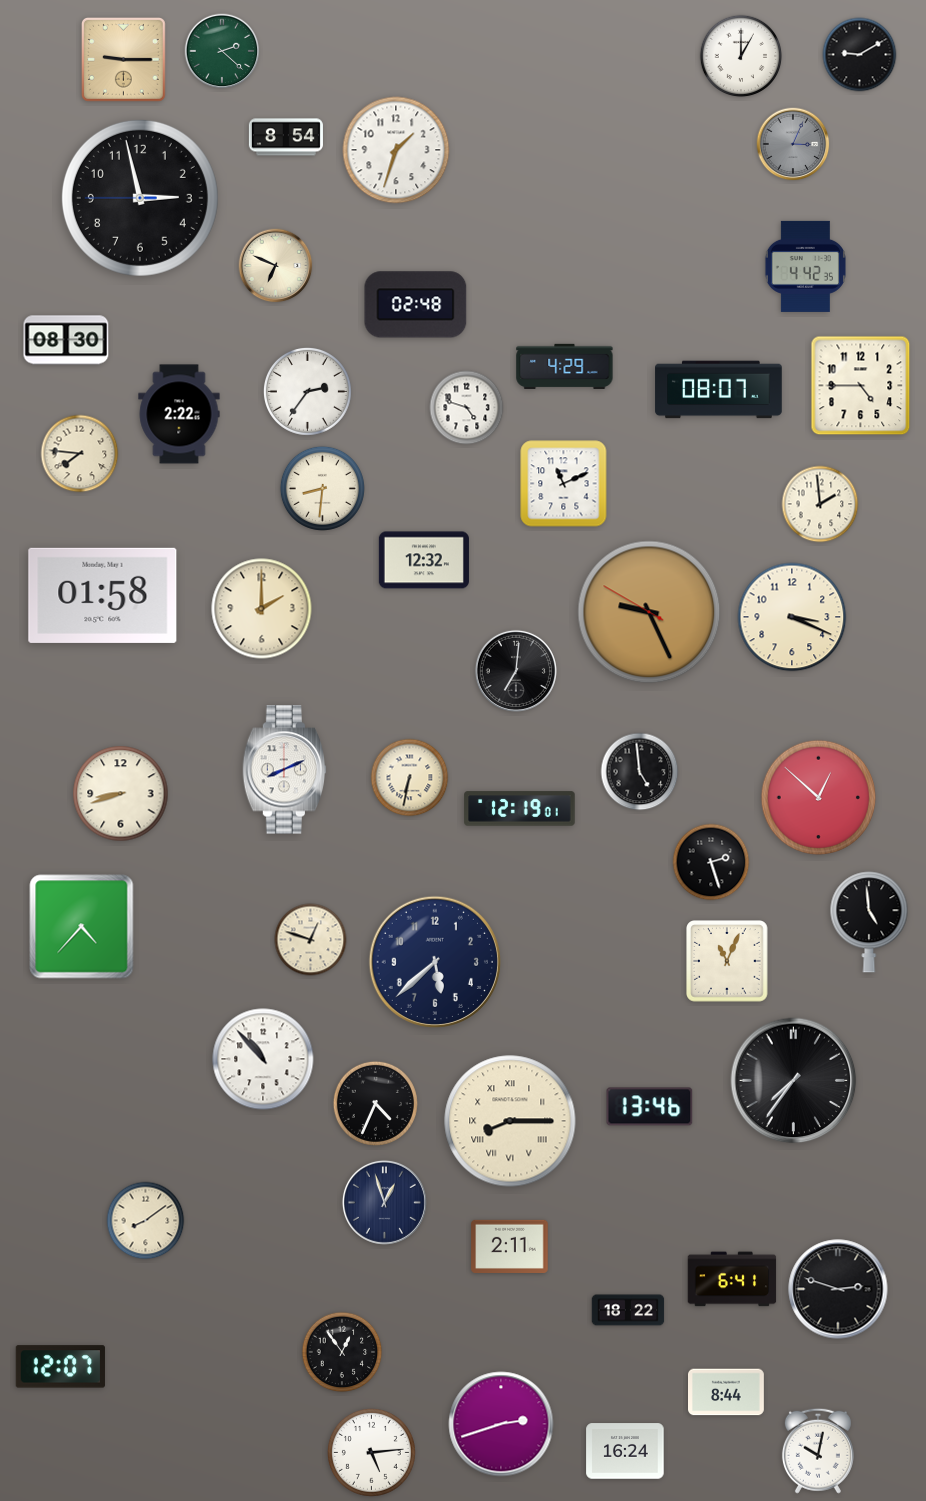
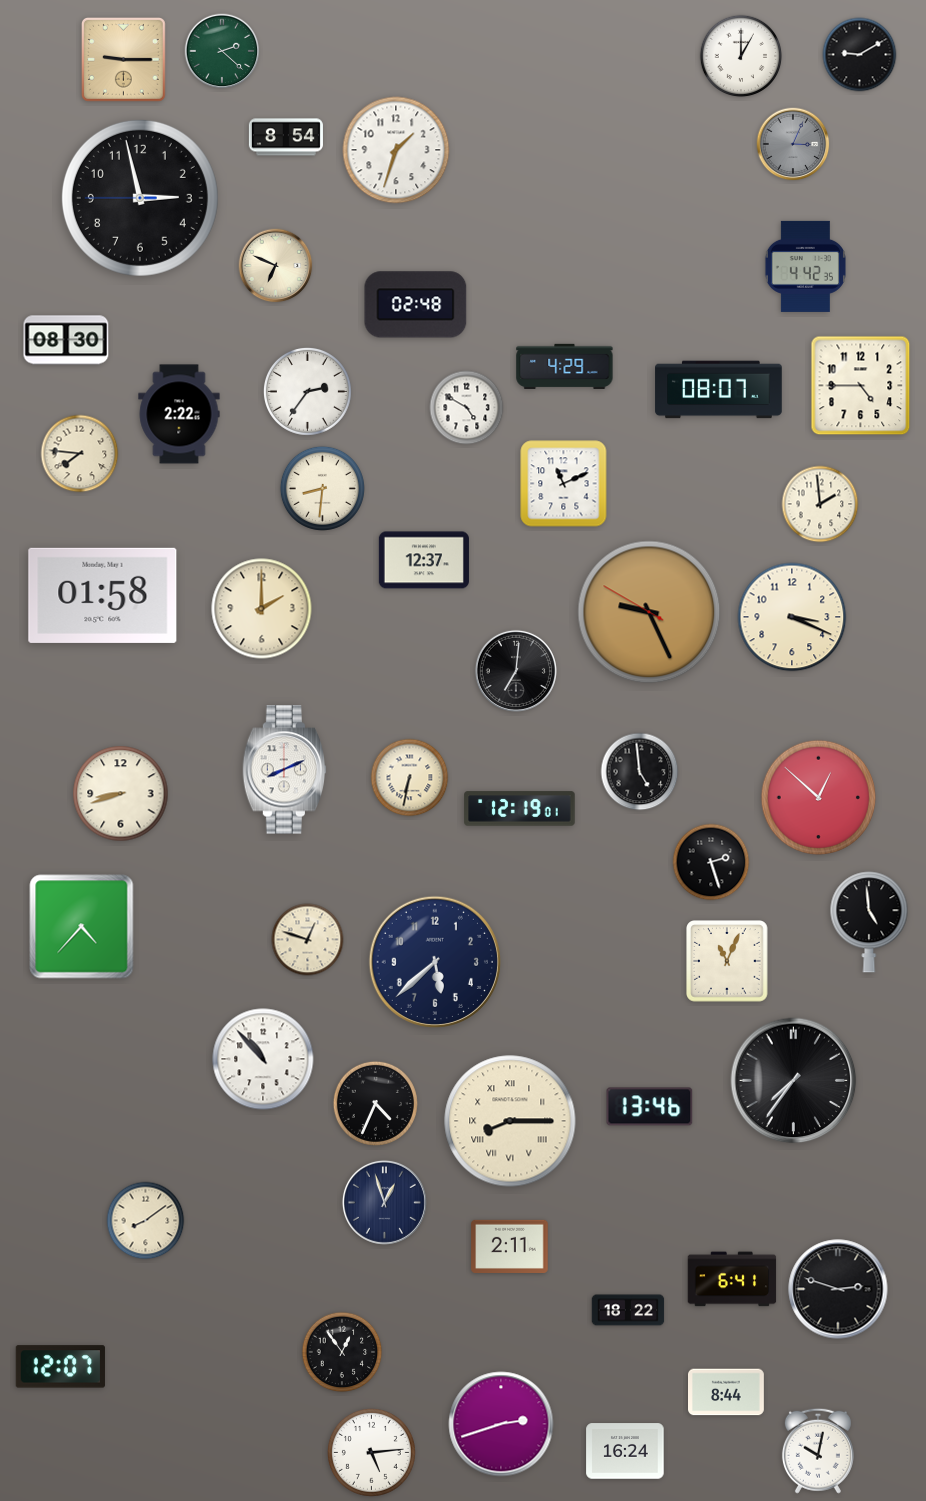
clock at (467, 408): 4:48 -> 4:50
clock at (424, 560): 12:32 -> 12:37
clock at (311, 940) position: (311, 940) -> (308, 940)
